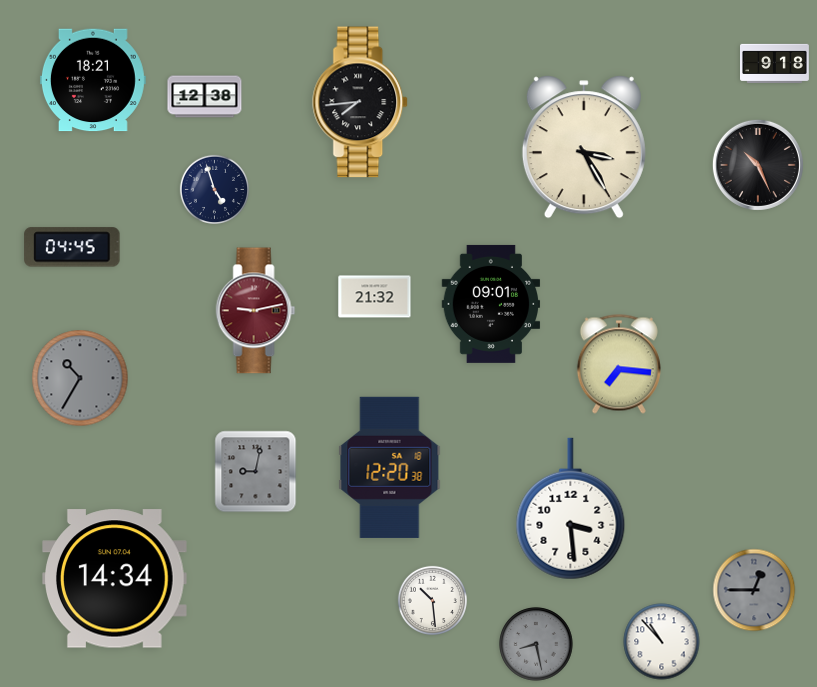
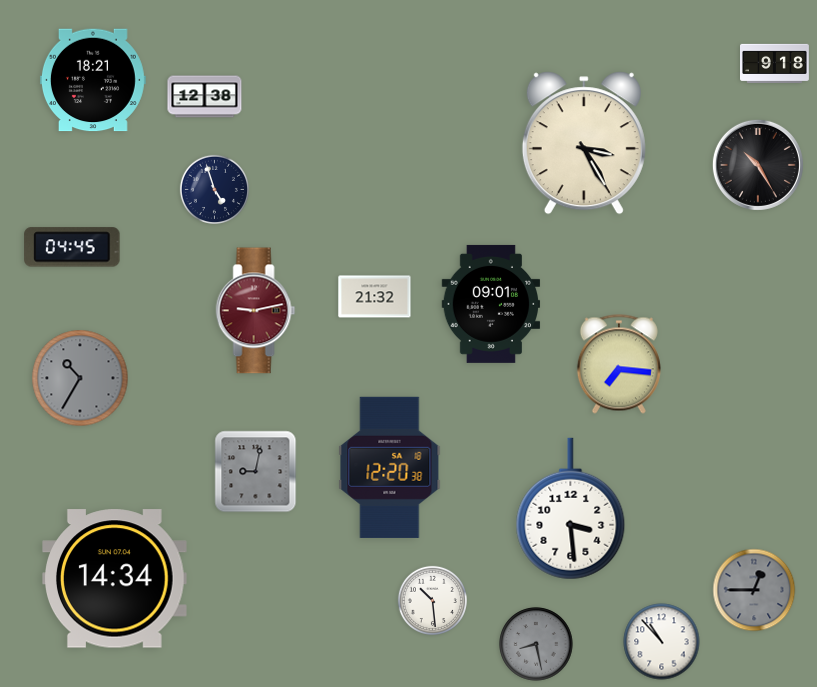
clock at (361, 102): 7:44 -> none
clock at (584, 147) position: (584, 147) -> (584, 143)
clock at (758, 165): 10:26 -> 10:25
